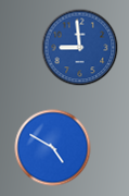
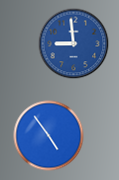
clock at (53, 148): 4:50 -> 4:54
